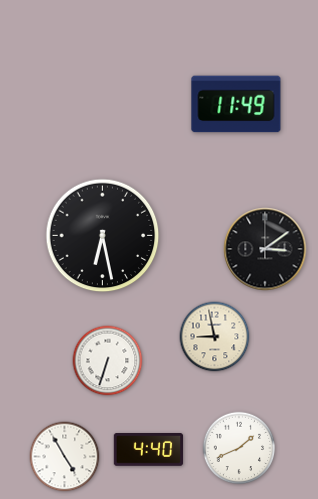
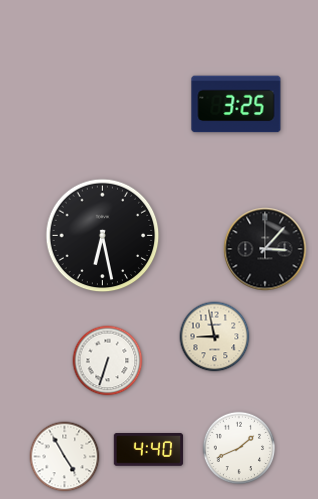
clock at (236, 104): 11:49 -> 3:25
clock at (265, 249): 3:09 -> 3:07
